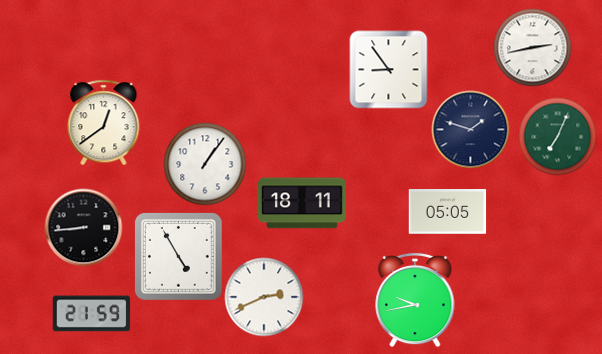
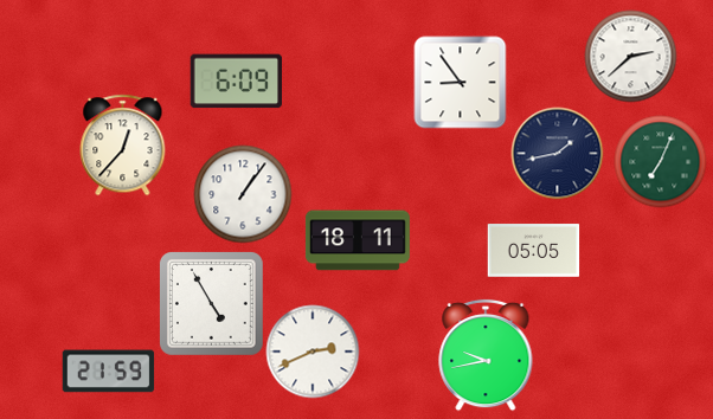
clock at (532, 47): 2:43 -> 2:38
clock at (236, 82): none -> 6:09
clock at (104, 122): 12:39 -> 12:37
clock at (470, 129): 1:48 -> 1:43
clock at (447, 212) position: (447, 212) -> (533, 251)
clock at (83, 227): 8:44 -> none
clock at (415, 300) position: (415, 300) -> (486, 355)
